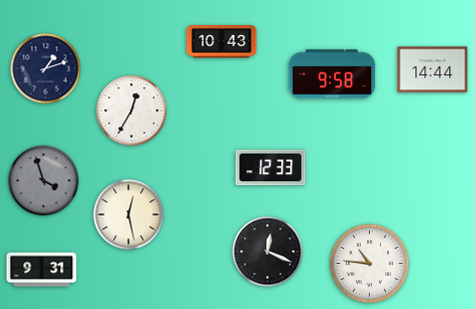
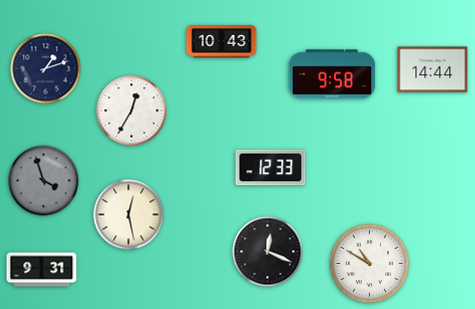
clock at (370, 264): 10:46 -> 10:50
